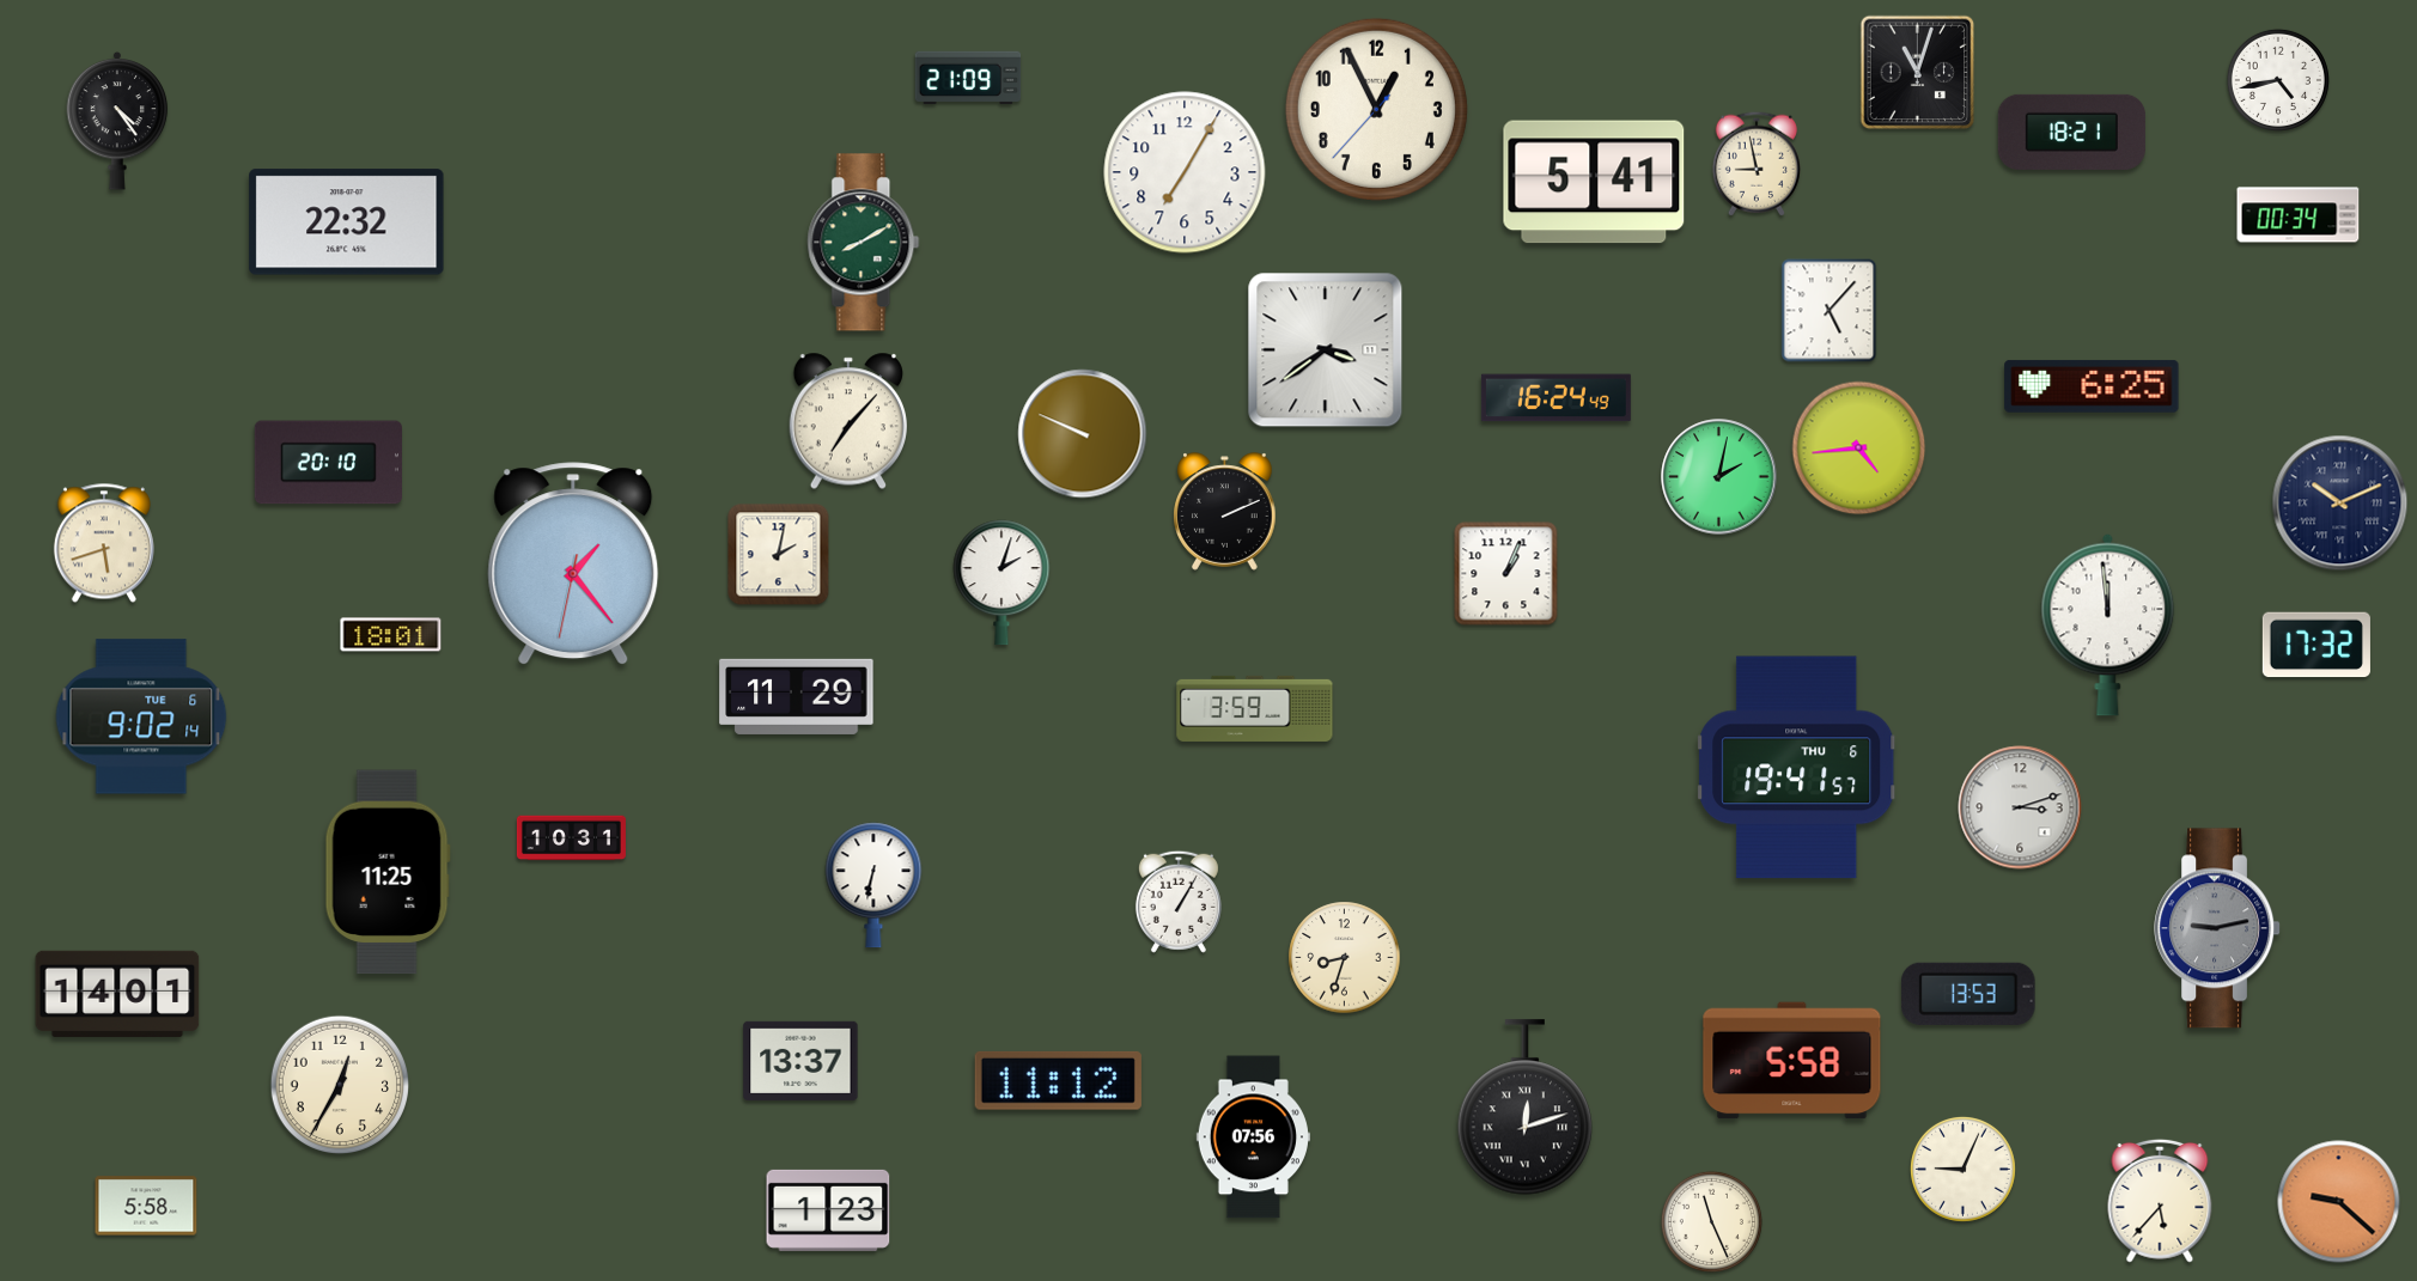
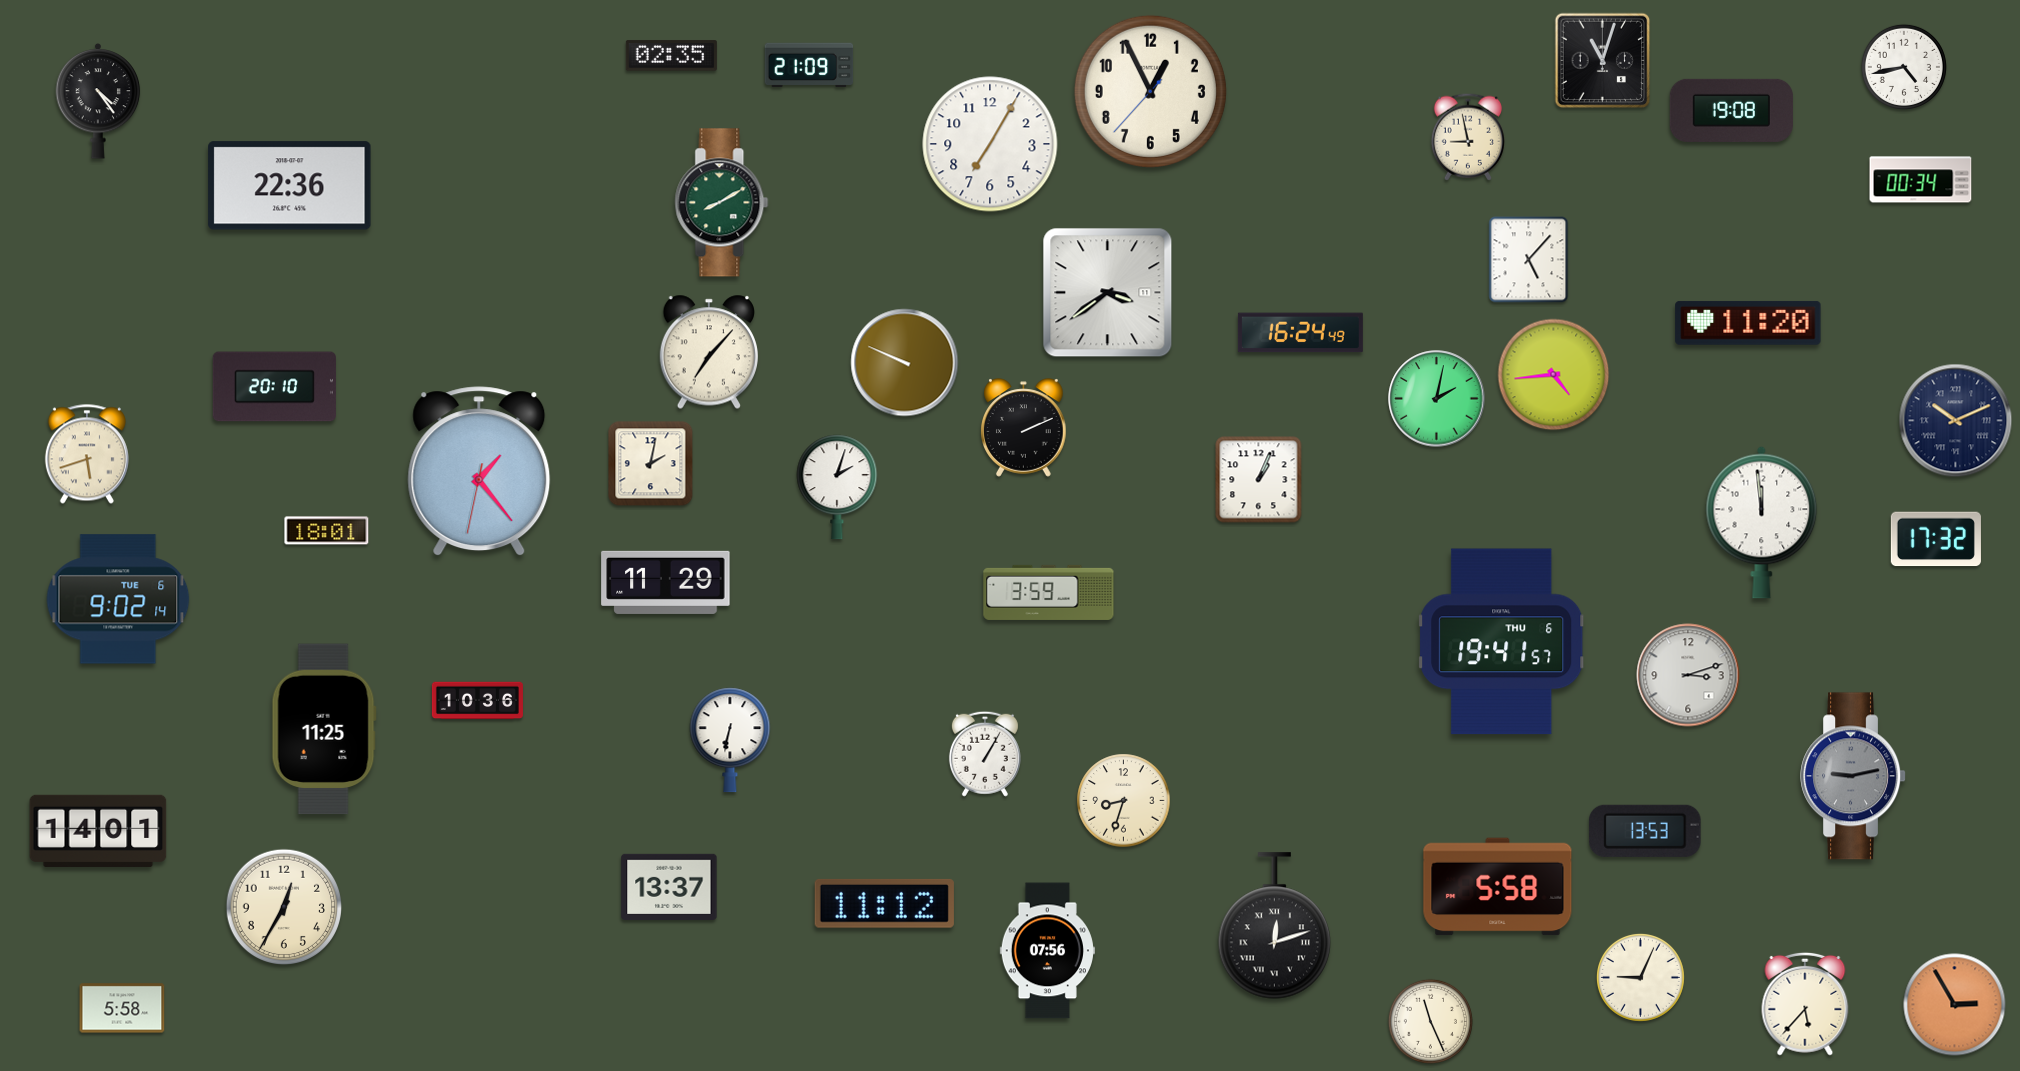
clock at (671, 56): none -> 02:35
clock at (2071, 132): 18:21 -> 19:08
clock at (1594, 182): 5:41 -> none
clock at (347, 222): 22:32 -> 22:36
clock at (2092, 386): 6:25 -> 11:20
clock at (571, 838): 10:31 -> 10:36
clock at (2339, 1202): 9:22 -> 2:55
clock at (828, 1210): 1:23 -> none
